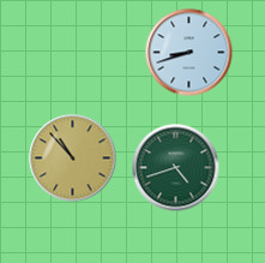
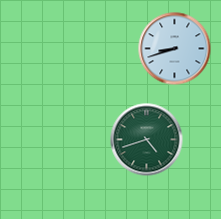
clock at (189, 53) position: (189, 53) -> (175, 49)
clock at (73, 159): 10:53 -> none
